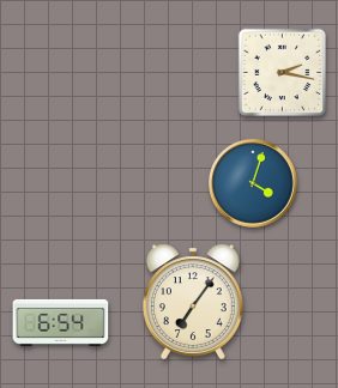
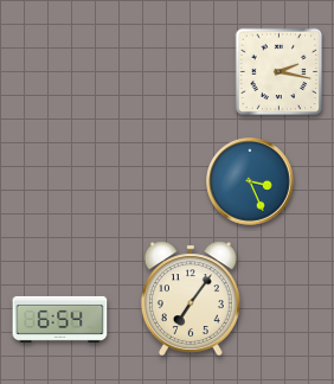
clock at (254, 184): 4:03 -> 3:26
